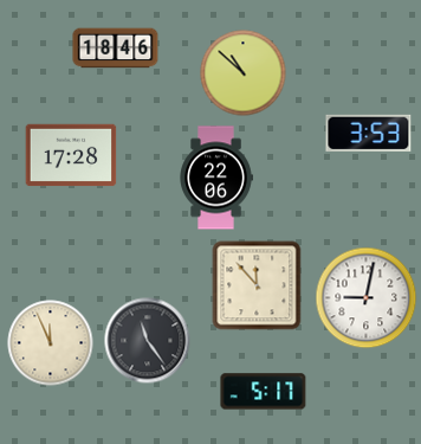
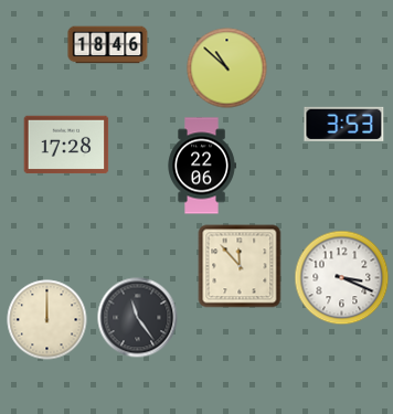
clock at (367, 298): 9:02 -> 3:19
clock at (51, 343): 11:56 -> 12:00
clock at (264, 392): 5:17 -> none
